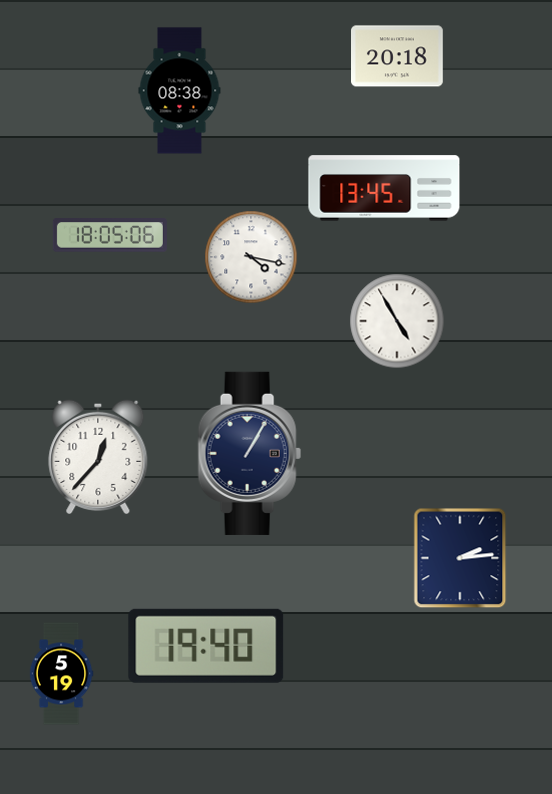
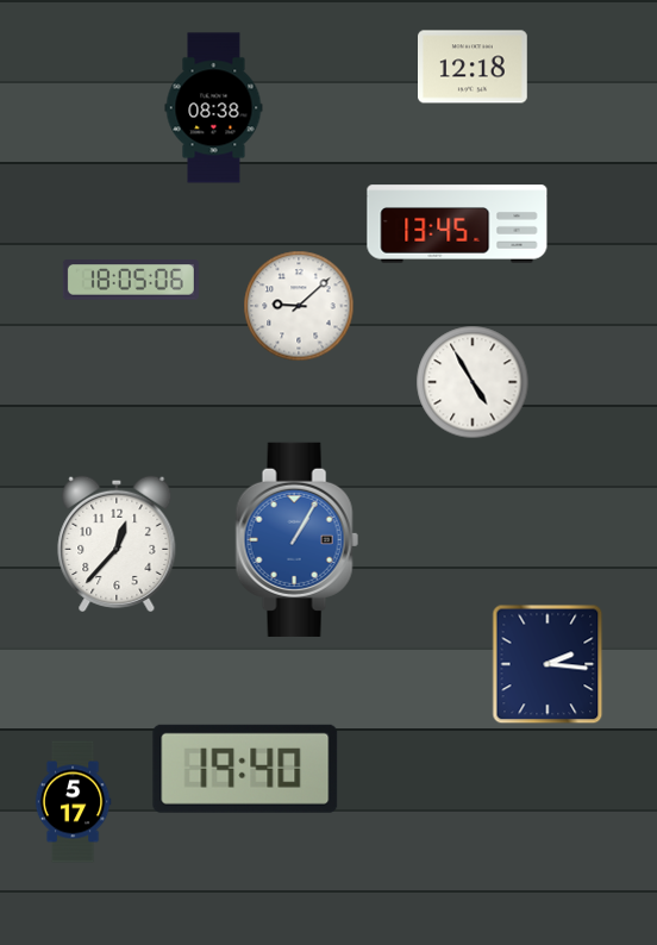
clock at (398, 56): 20:18 -> 12:18
clock at (251, 257): 4:17 -> 9:08
clock at (249, 453) dial: navy -> blue
clock at (460, 558): 2:14 -> 2:16
clock at (61, 674): 5:19 -> 5:17
